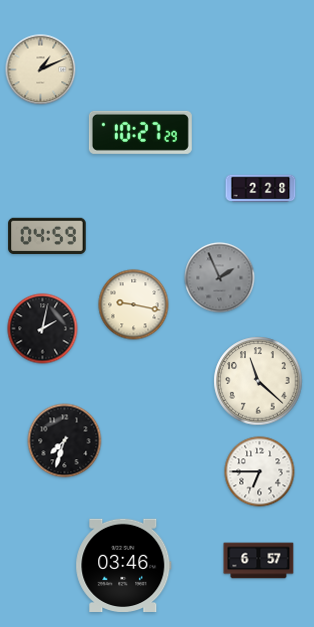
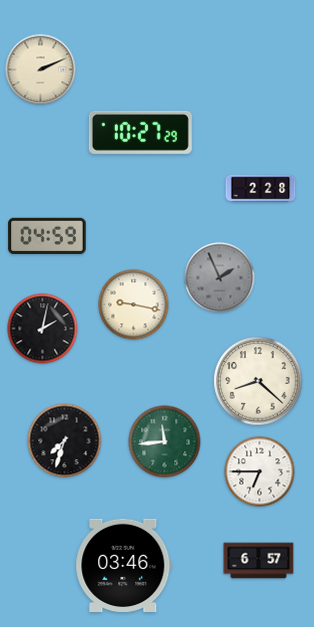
clock at (41, 70): 1:11 -> 2:11
clock at (258, 381): 11:22 -> 8:22
clock at (165, 442): none -> 11:44
